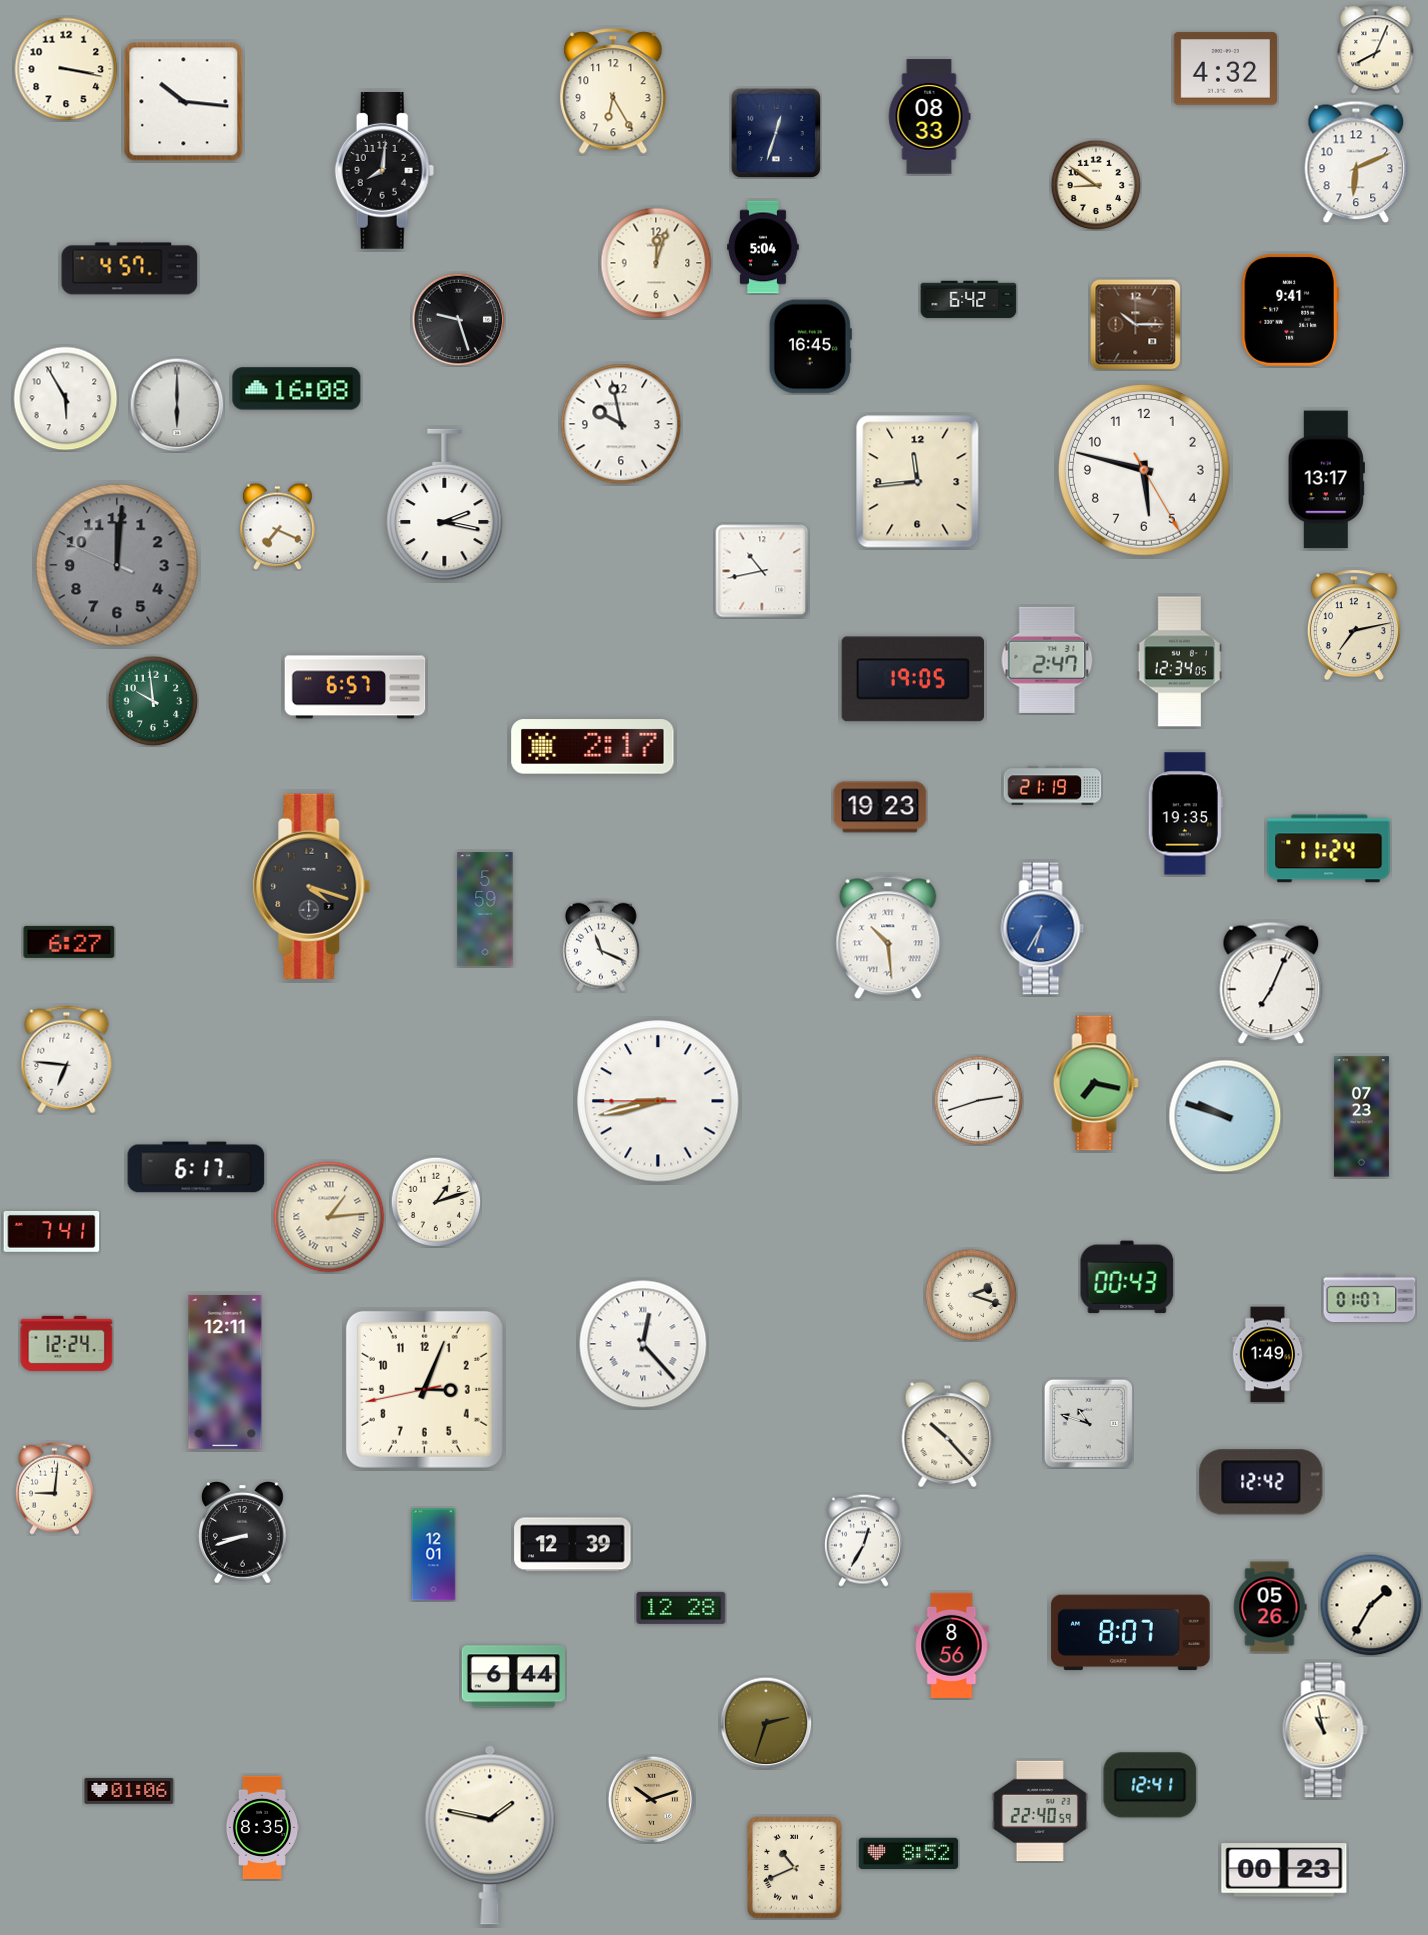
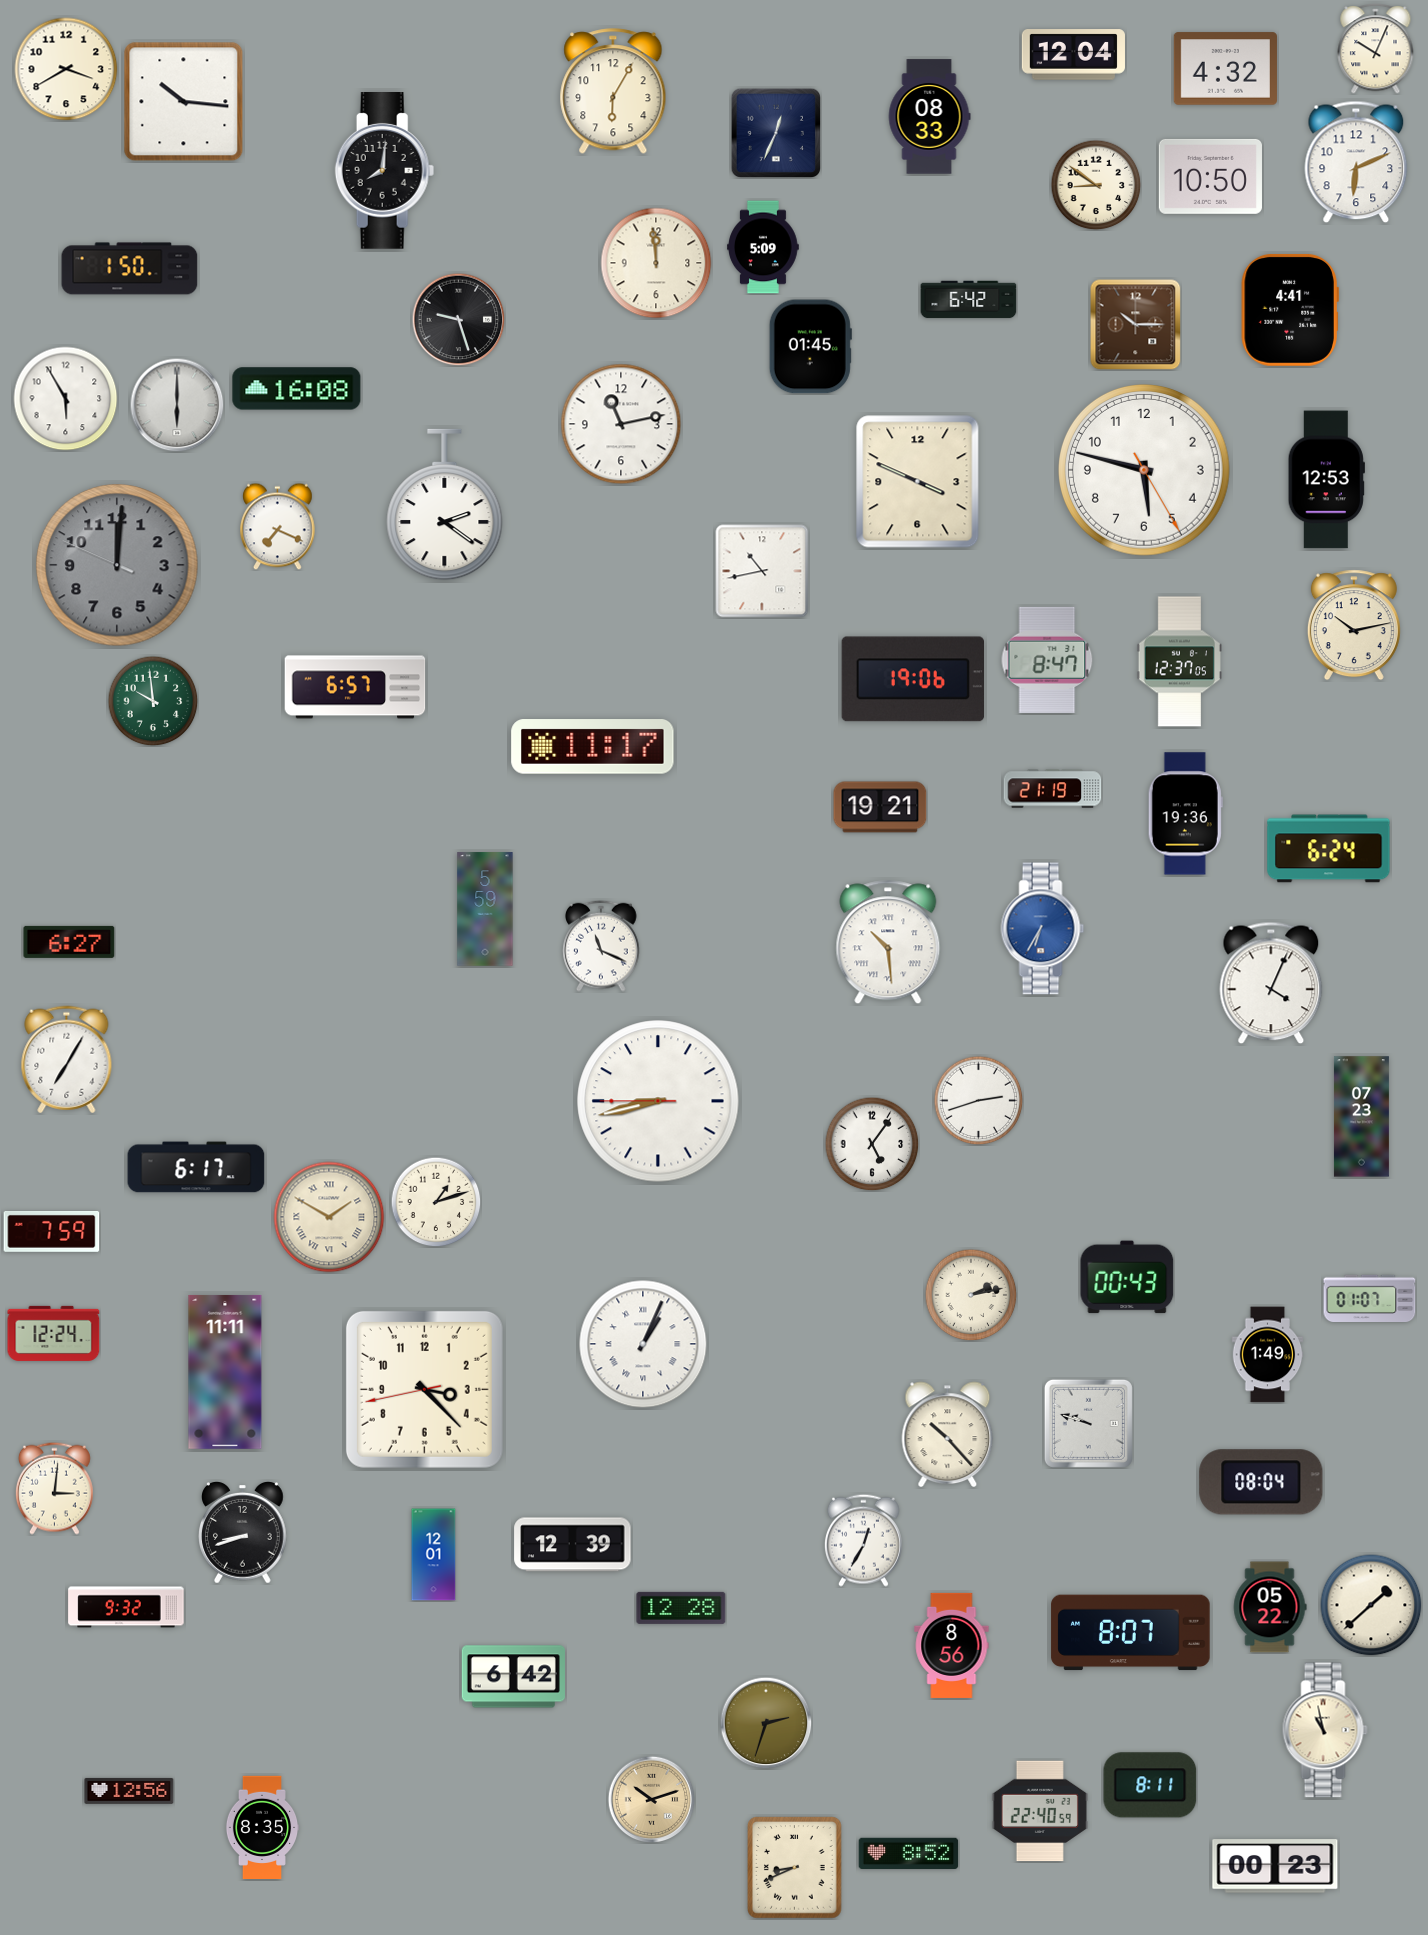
clock at (1376, 49): 8:04 -> 10:04
clock at (1073, 55): none -> 12:04
clock at (66, 69): 3:17 -> 3:40
clock at (613, 92): 6:25 -> 6:05
clock at (775, 132): 12:33 -> 12:34
clock at (1210, 176): none -> 10:50
clock at (764, 247): 5:04 -> 5:09
clock at (656, 263): 12:03 -> 11:59
clock at (130, 269): 4:57 -> 1:50
clock at (1290, 310): 9:41 -> 4:41
clock at (810, 347): 16:45 -> 01:45
clock at (621, 424): 9:58 -> 11:13
clock at (1326, 480): 13:17 -> 12:53
clock at (918, 482): 11:44 -> 3:49
clock at (445, 505): 2:17 -> 2:21
clock at (1354, 625): 7:13 -> 10:13
clock at (1047, 660): 2:47 -> 8:47
clock at (1179, 662): 12:34 -> 12:37
clock at (912, 679): 19:05 -> 19:06
clock at (593, 747): 2:17 -> 11:17
clock at (1053, 786) position: (1053, 786) -> (1053, 789)
clock at (880, 807): 19:23 -> 19:21
clock at (1185, 814): 19:35 -> 19:36
clock at (1329, 849): 11:24 -> 6:24
clock at (312, 886): 4:18 -> none
clock at (888, 937) position: (888, 937) -> (888, 942)
clock at (1271, 983): 7:04 -> 4:04
clock at (67, 1060): 6:46 -> 7:05
clock at (1096, 1083): 7:17 -> none
clock at (1225, 1116): 9:48 -> none
clock at (872, 1144): none -> 5:06
clock at (329, 1217): 1:14 -> 1:50
clock at (52, 1231): 7:41 -> 7:59
clock at (971, 1295): 2:18 -> 2:13
clock at (67, 1343) position: (67, 1343) -> (54, 1333)
clock at (643, 1344): 12:23 -> 1:04
clock at (225, 1372): 12:11 -> 11:11
clock at (424, 1389): 3:03 -> 3:22
clock at (1088, 1423): 10:48 -> 9:48
clock at (1261, 1482): 12:42 -> 08:04
clock at (54, 1488): 9:01 -> 3:01
clock at (1371, 1605): 1:35 -> 1:38
clock at (126, 1607): none -> 9:32
clock at (1270, 1607): 05:26 -> 05:22
clock at (513, 1677): 6:44 -> 6:42
clock at (1150, 1785): 12:41 -> 8:11
clock at (129, 1791): 01:06 -> 12:56
clock at (490, 1835): 1:47 -> none
clock at (795, 1868): 10:41 -> 8:41
clock at (1284, 1870) position: (1284, 1870) -> (1275, 1866)
